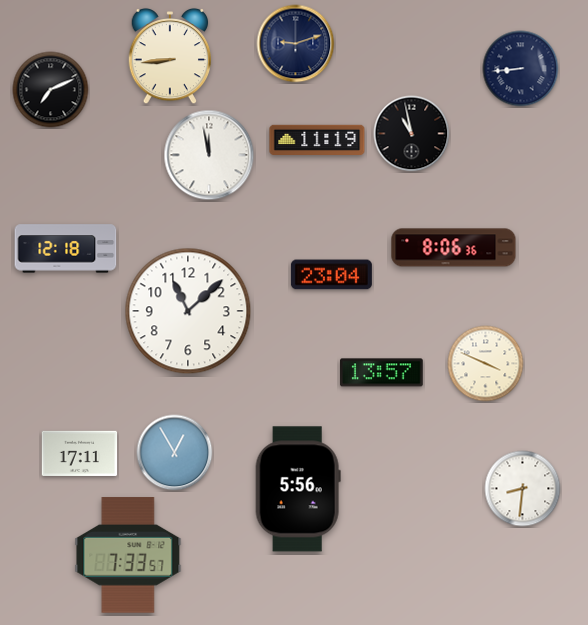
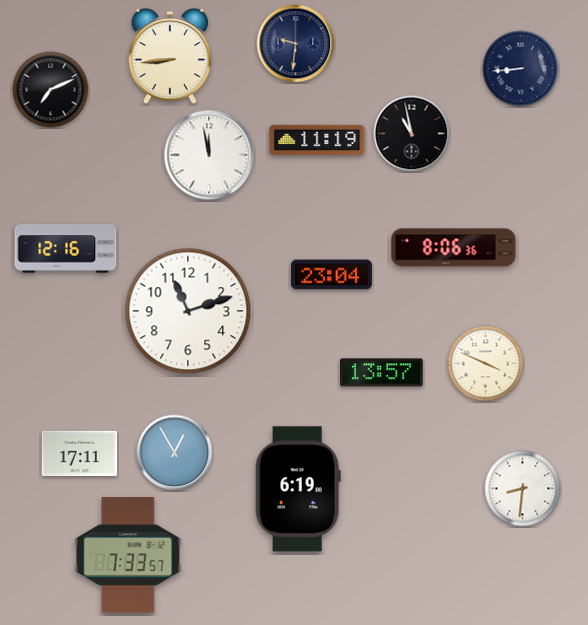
clock at (296, 44): 9:12 -> 9:31
clock at (66, 249): 12:18 -> 12:16
clock at (188, 311): 11:08 -> 11:12
clock at (298, 489): 5:56 -> 6:19
